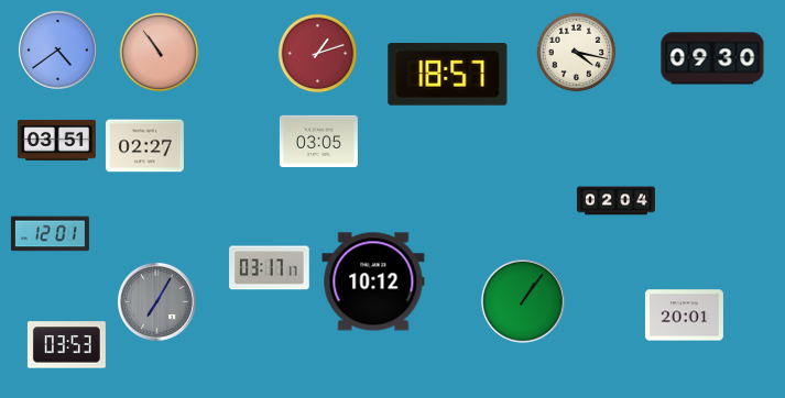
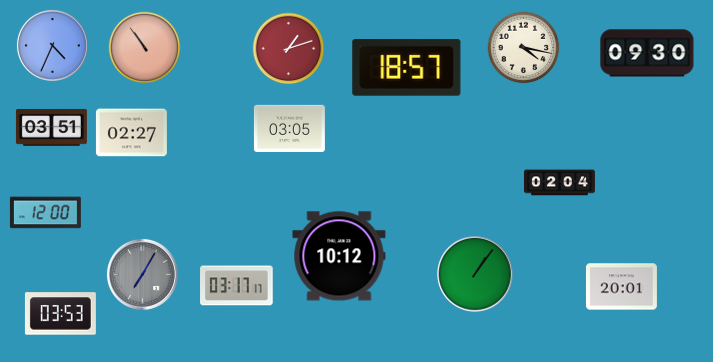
clock at (57, 49): 4:39 -> 4:34
clock at (50, 234): 12:01 -> 12:00
clock at (270, 268) position: (270, 268) -> (237, 286)
